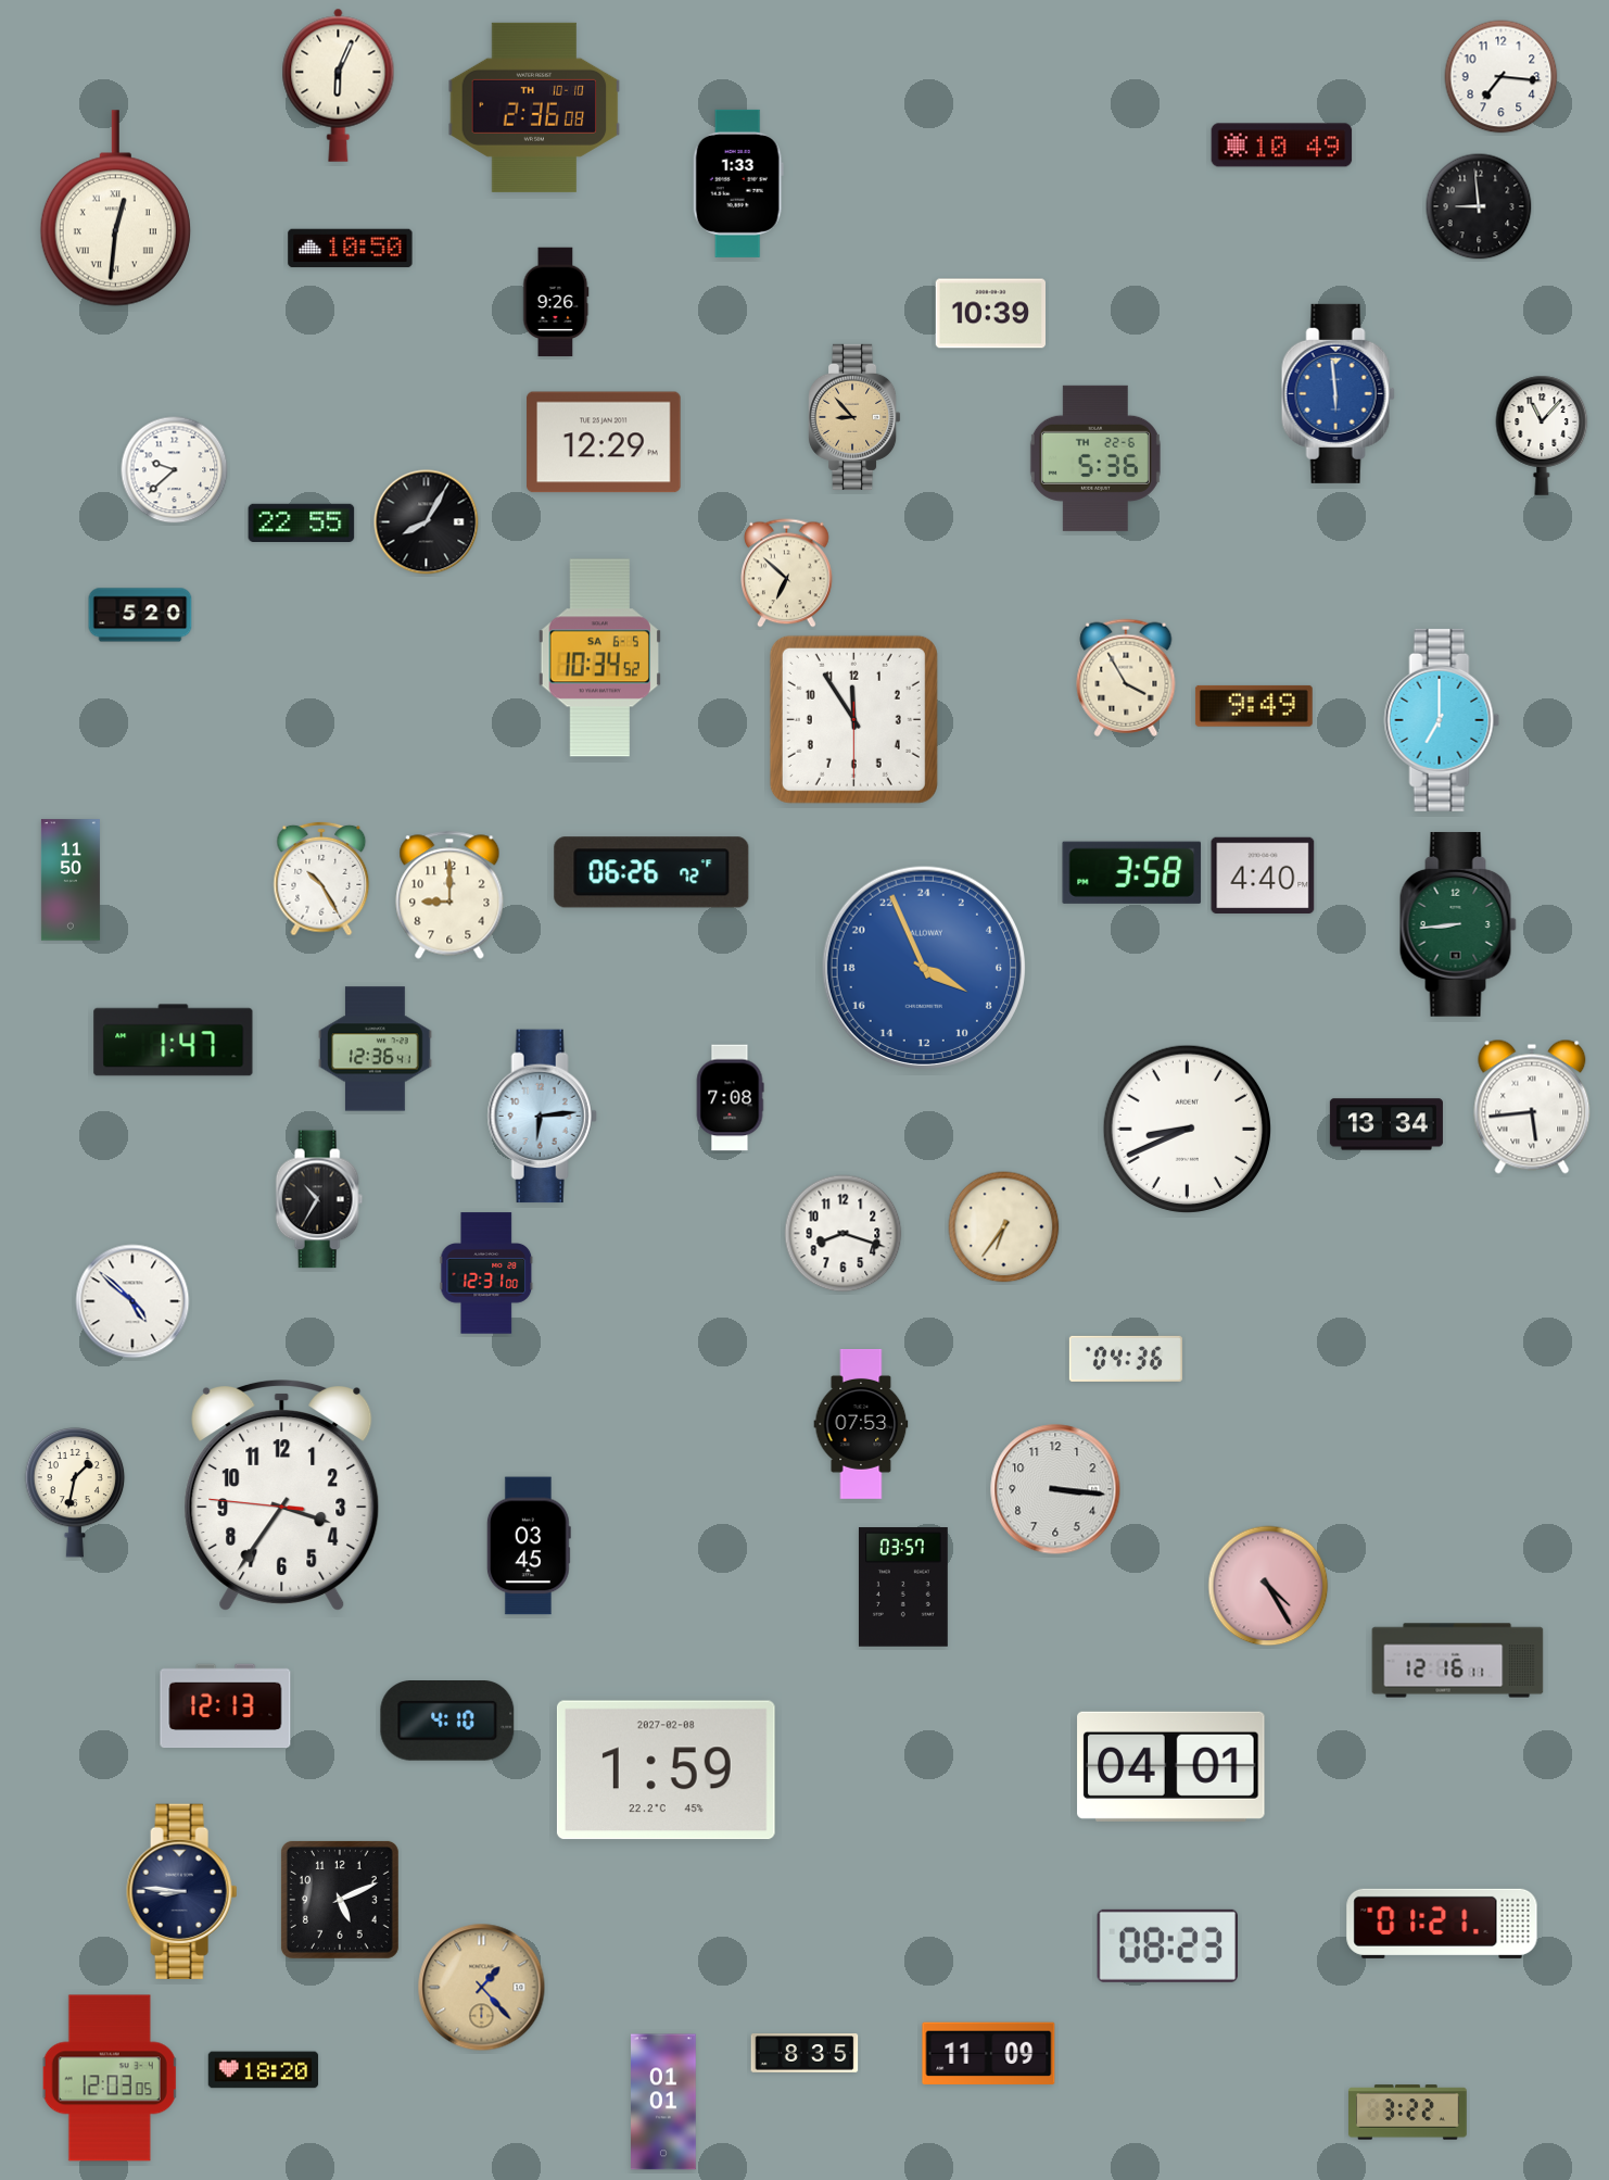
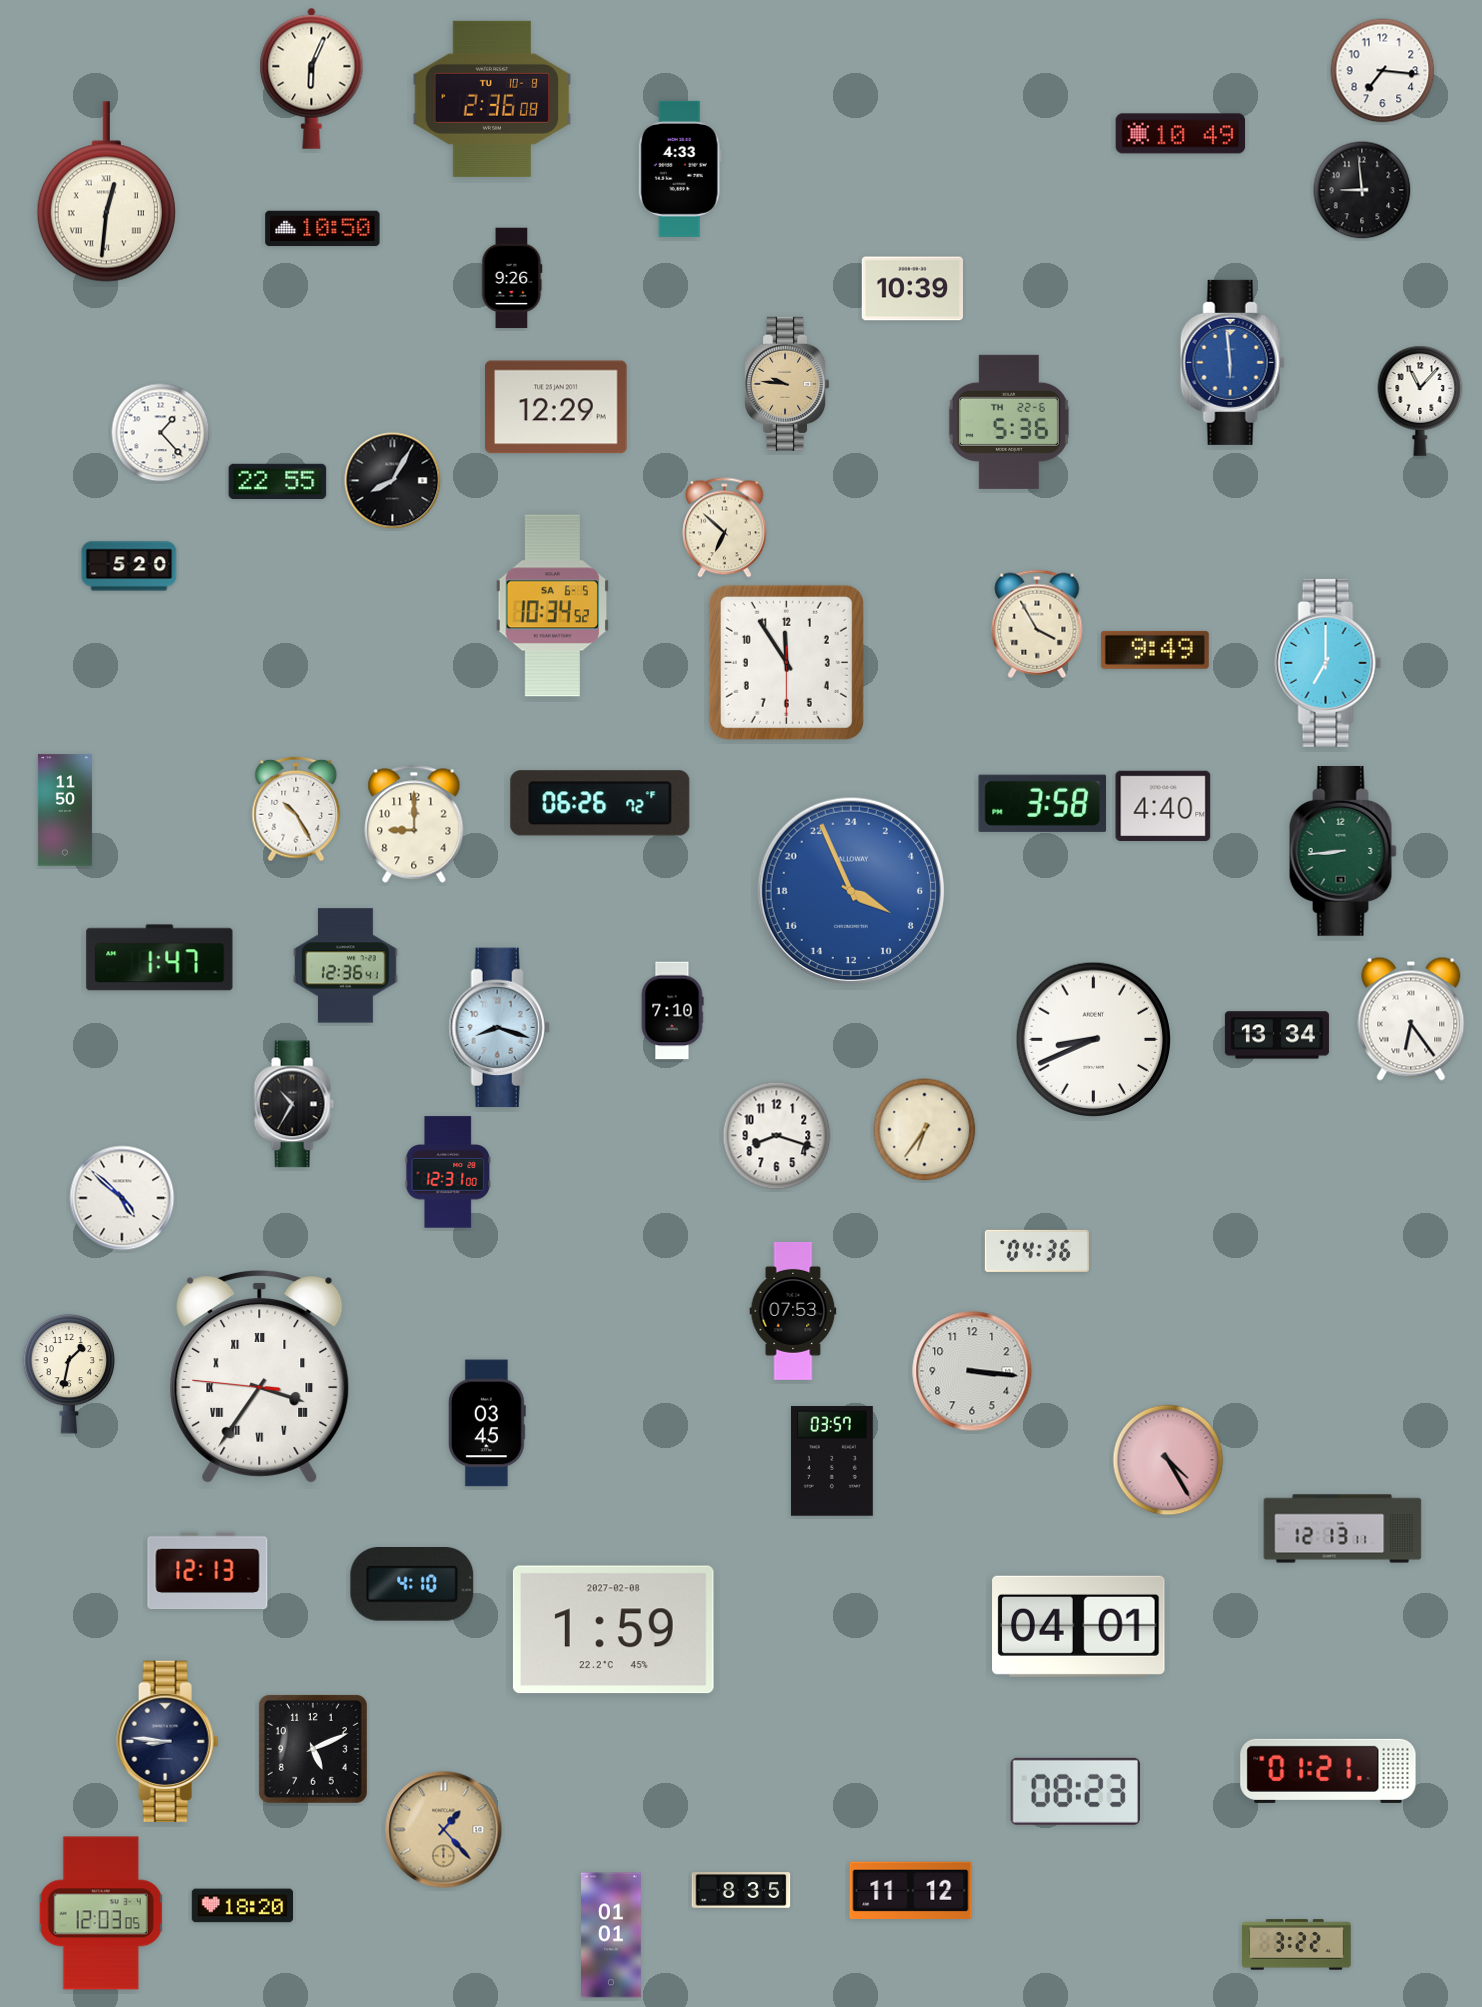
clock at (534, 108) date: TH 10-10 -> TU 10-8
clock at (738, 184): 1:33 -> 4:33
clock at (856, 417): 8:53 -> 9:46
clock at (175, 470): 9:38 -> 1:23
clock at (730, 1098): 7:08 -> 7:10
clock at (1532, 1107): 5:44 -> 6:24
clock at (542, 1117): 6:14 -> 8:18
clock at (282, 1496) numerals: Arabic -> Roman
clock at (1458, 1661): 12:16 -> 12:13
clock at (989, 2053): 11:09 -> 11:12
